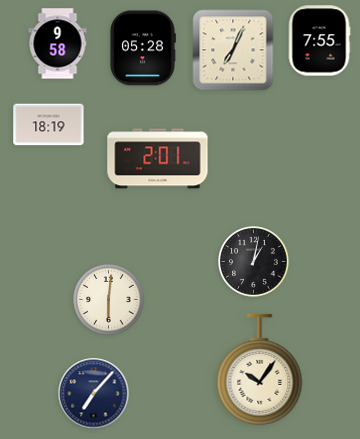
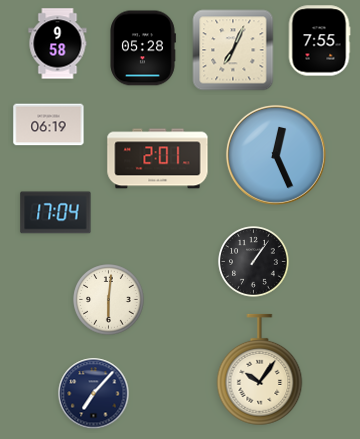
clock at (49, 125): 18:19 -> 06:19
clock at (276, 155): none -> 12:26
clock at (56, 213): none -> 17:04
clock at (254, 262): 1:02 -> 1:06
